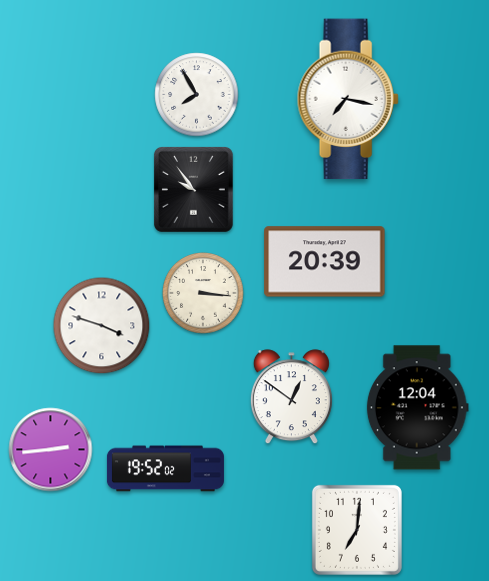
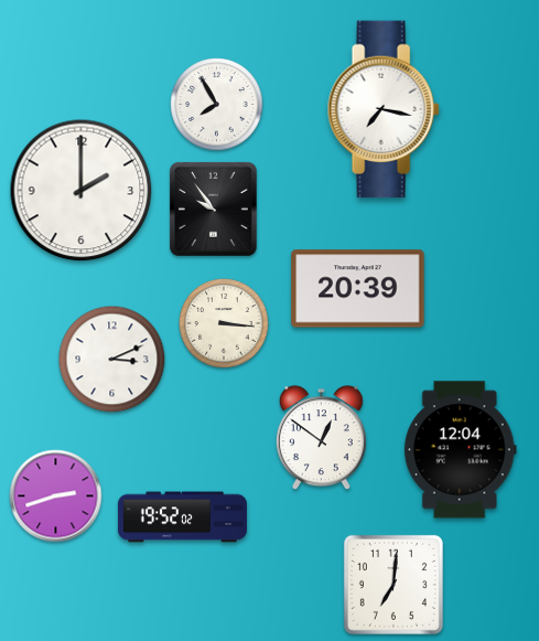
clock at (82, 191): none -> 2:00
clock at (102, 326): 3:48 -> 3:11
clock at (51, 450): 2:44 -> 2:42
